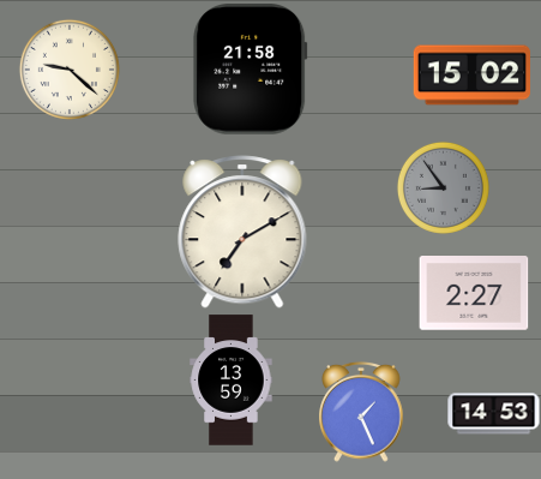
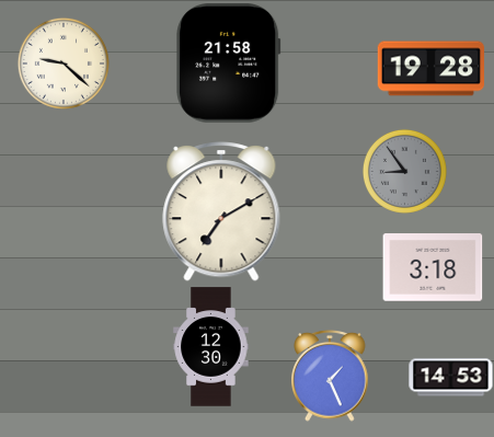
clock at (473, 76): 15:02 -> 19:28
clock at (474, 293): 2:27 -> 3:18
clock at (232, 381): 13:59 -> 12:30
